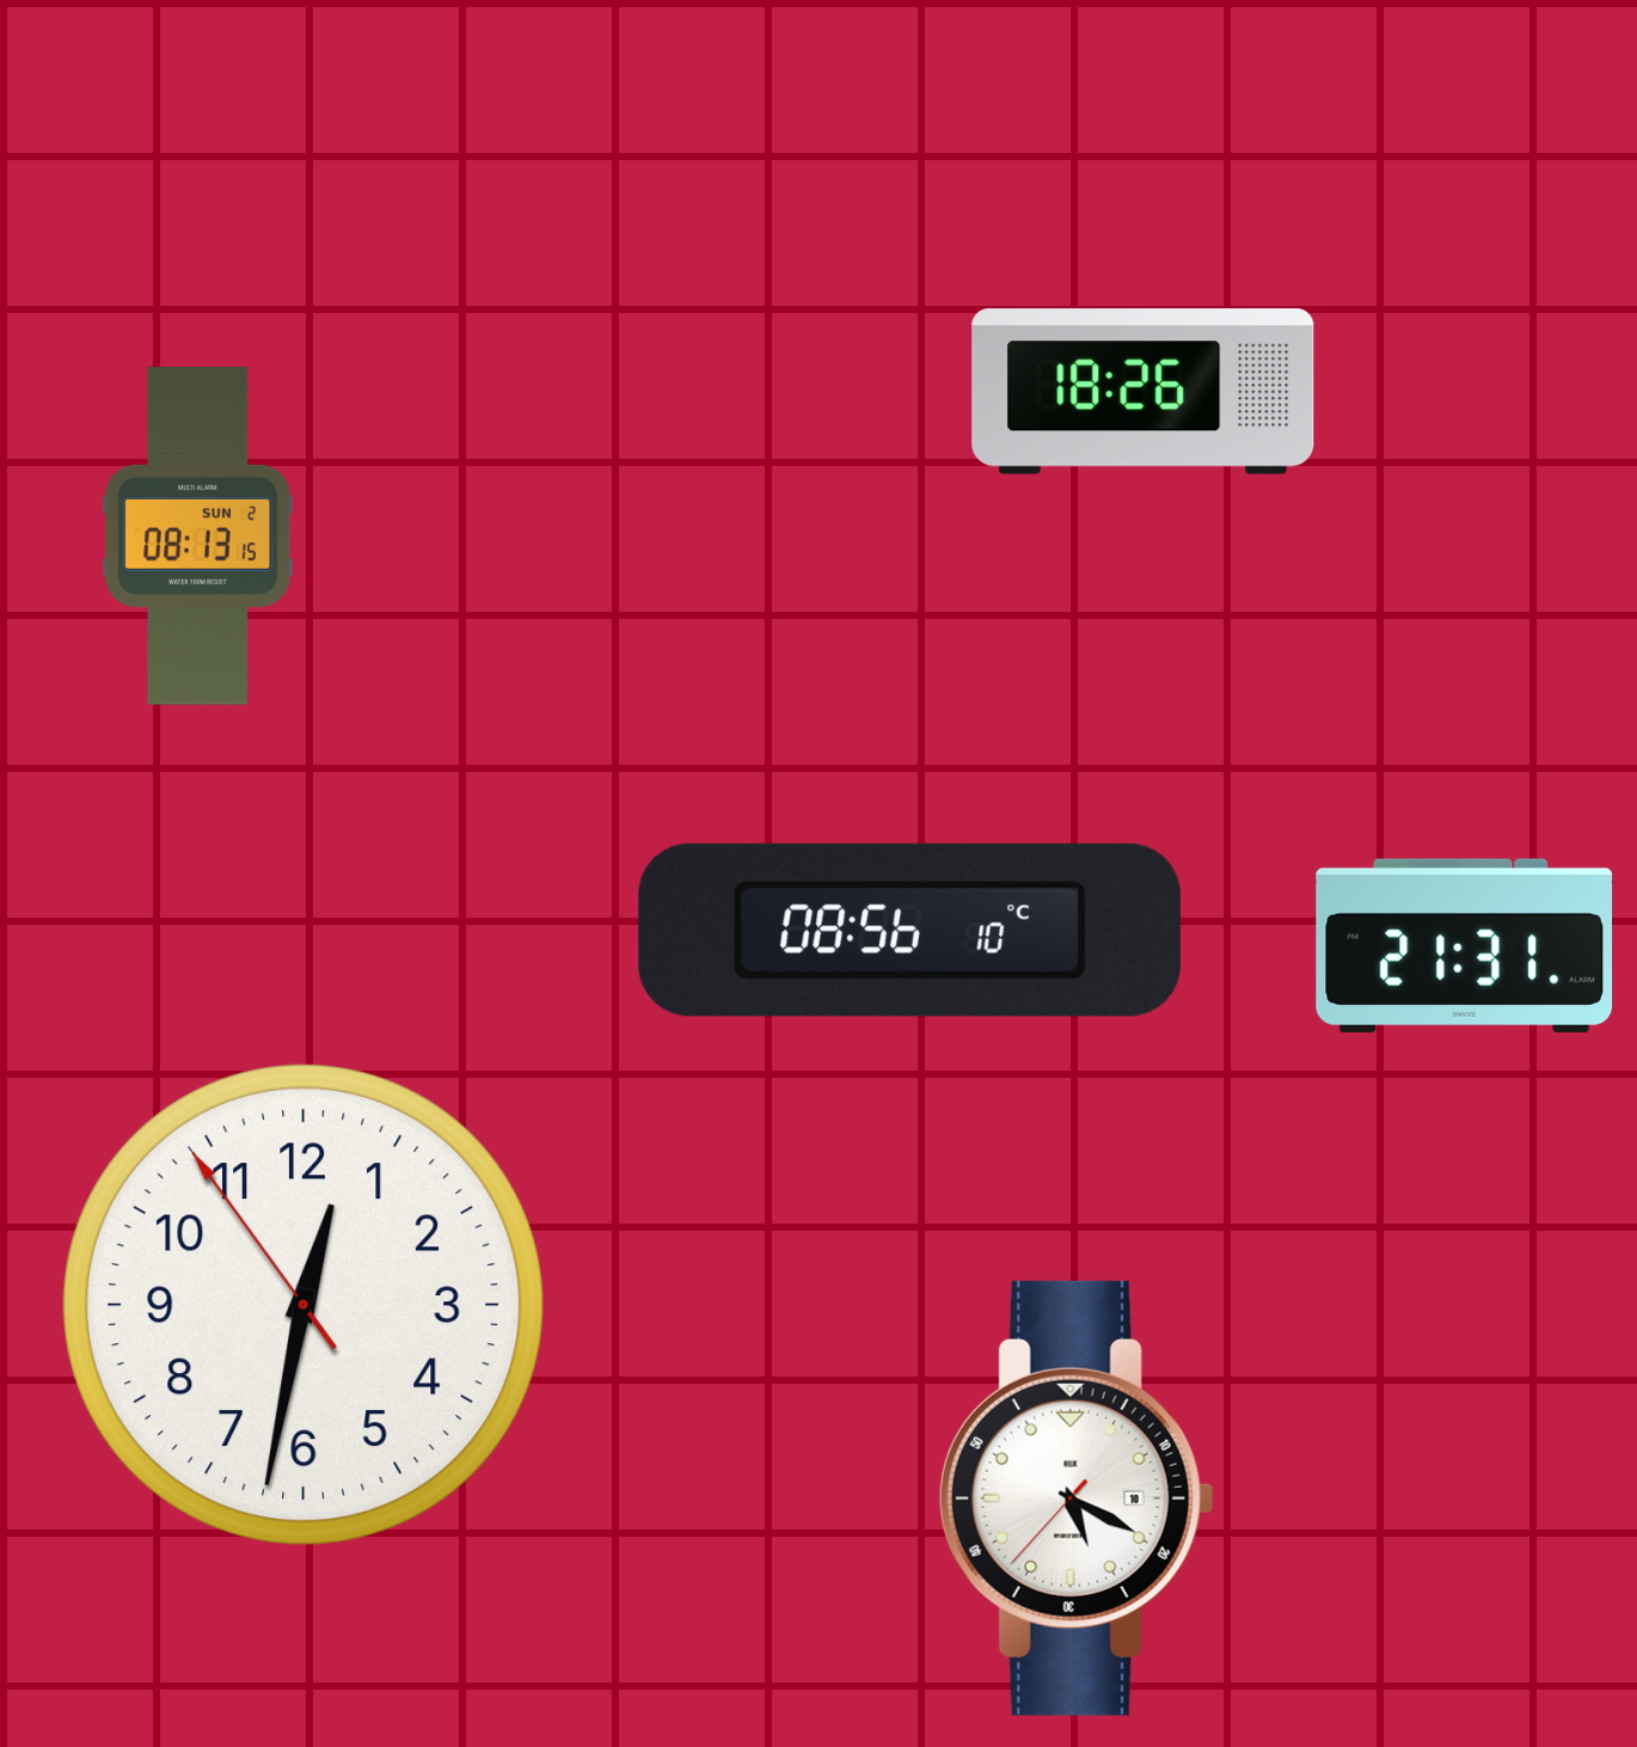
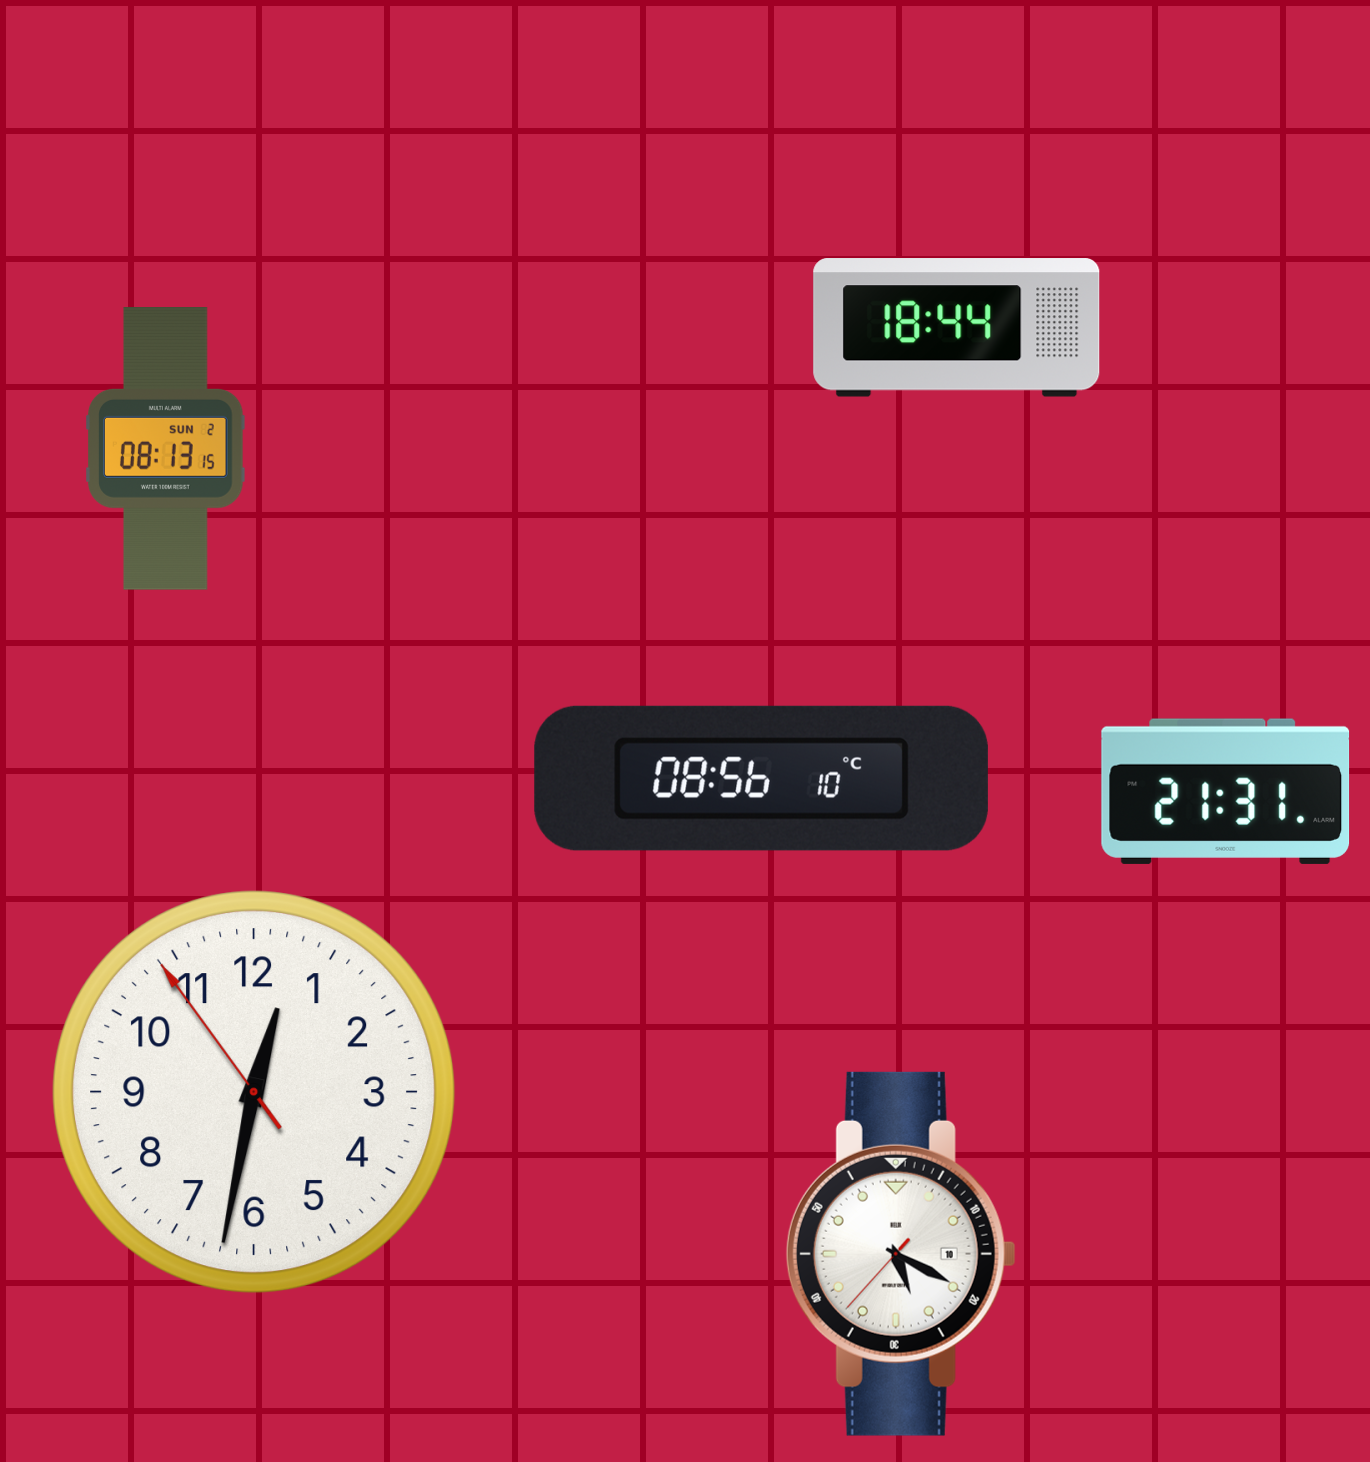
clock at (1144, 392): 18:26 -> 18:44
